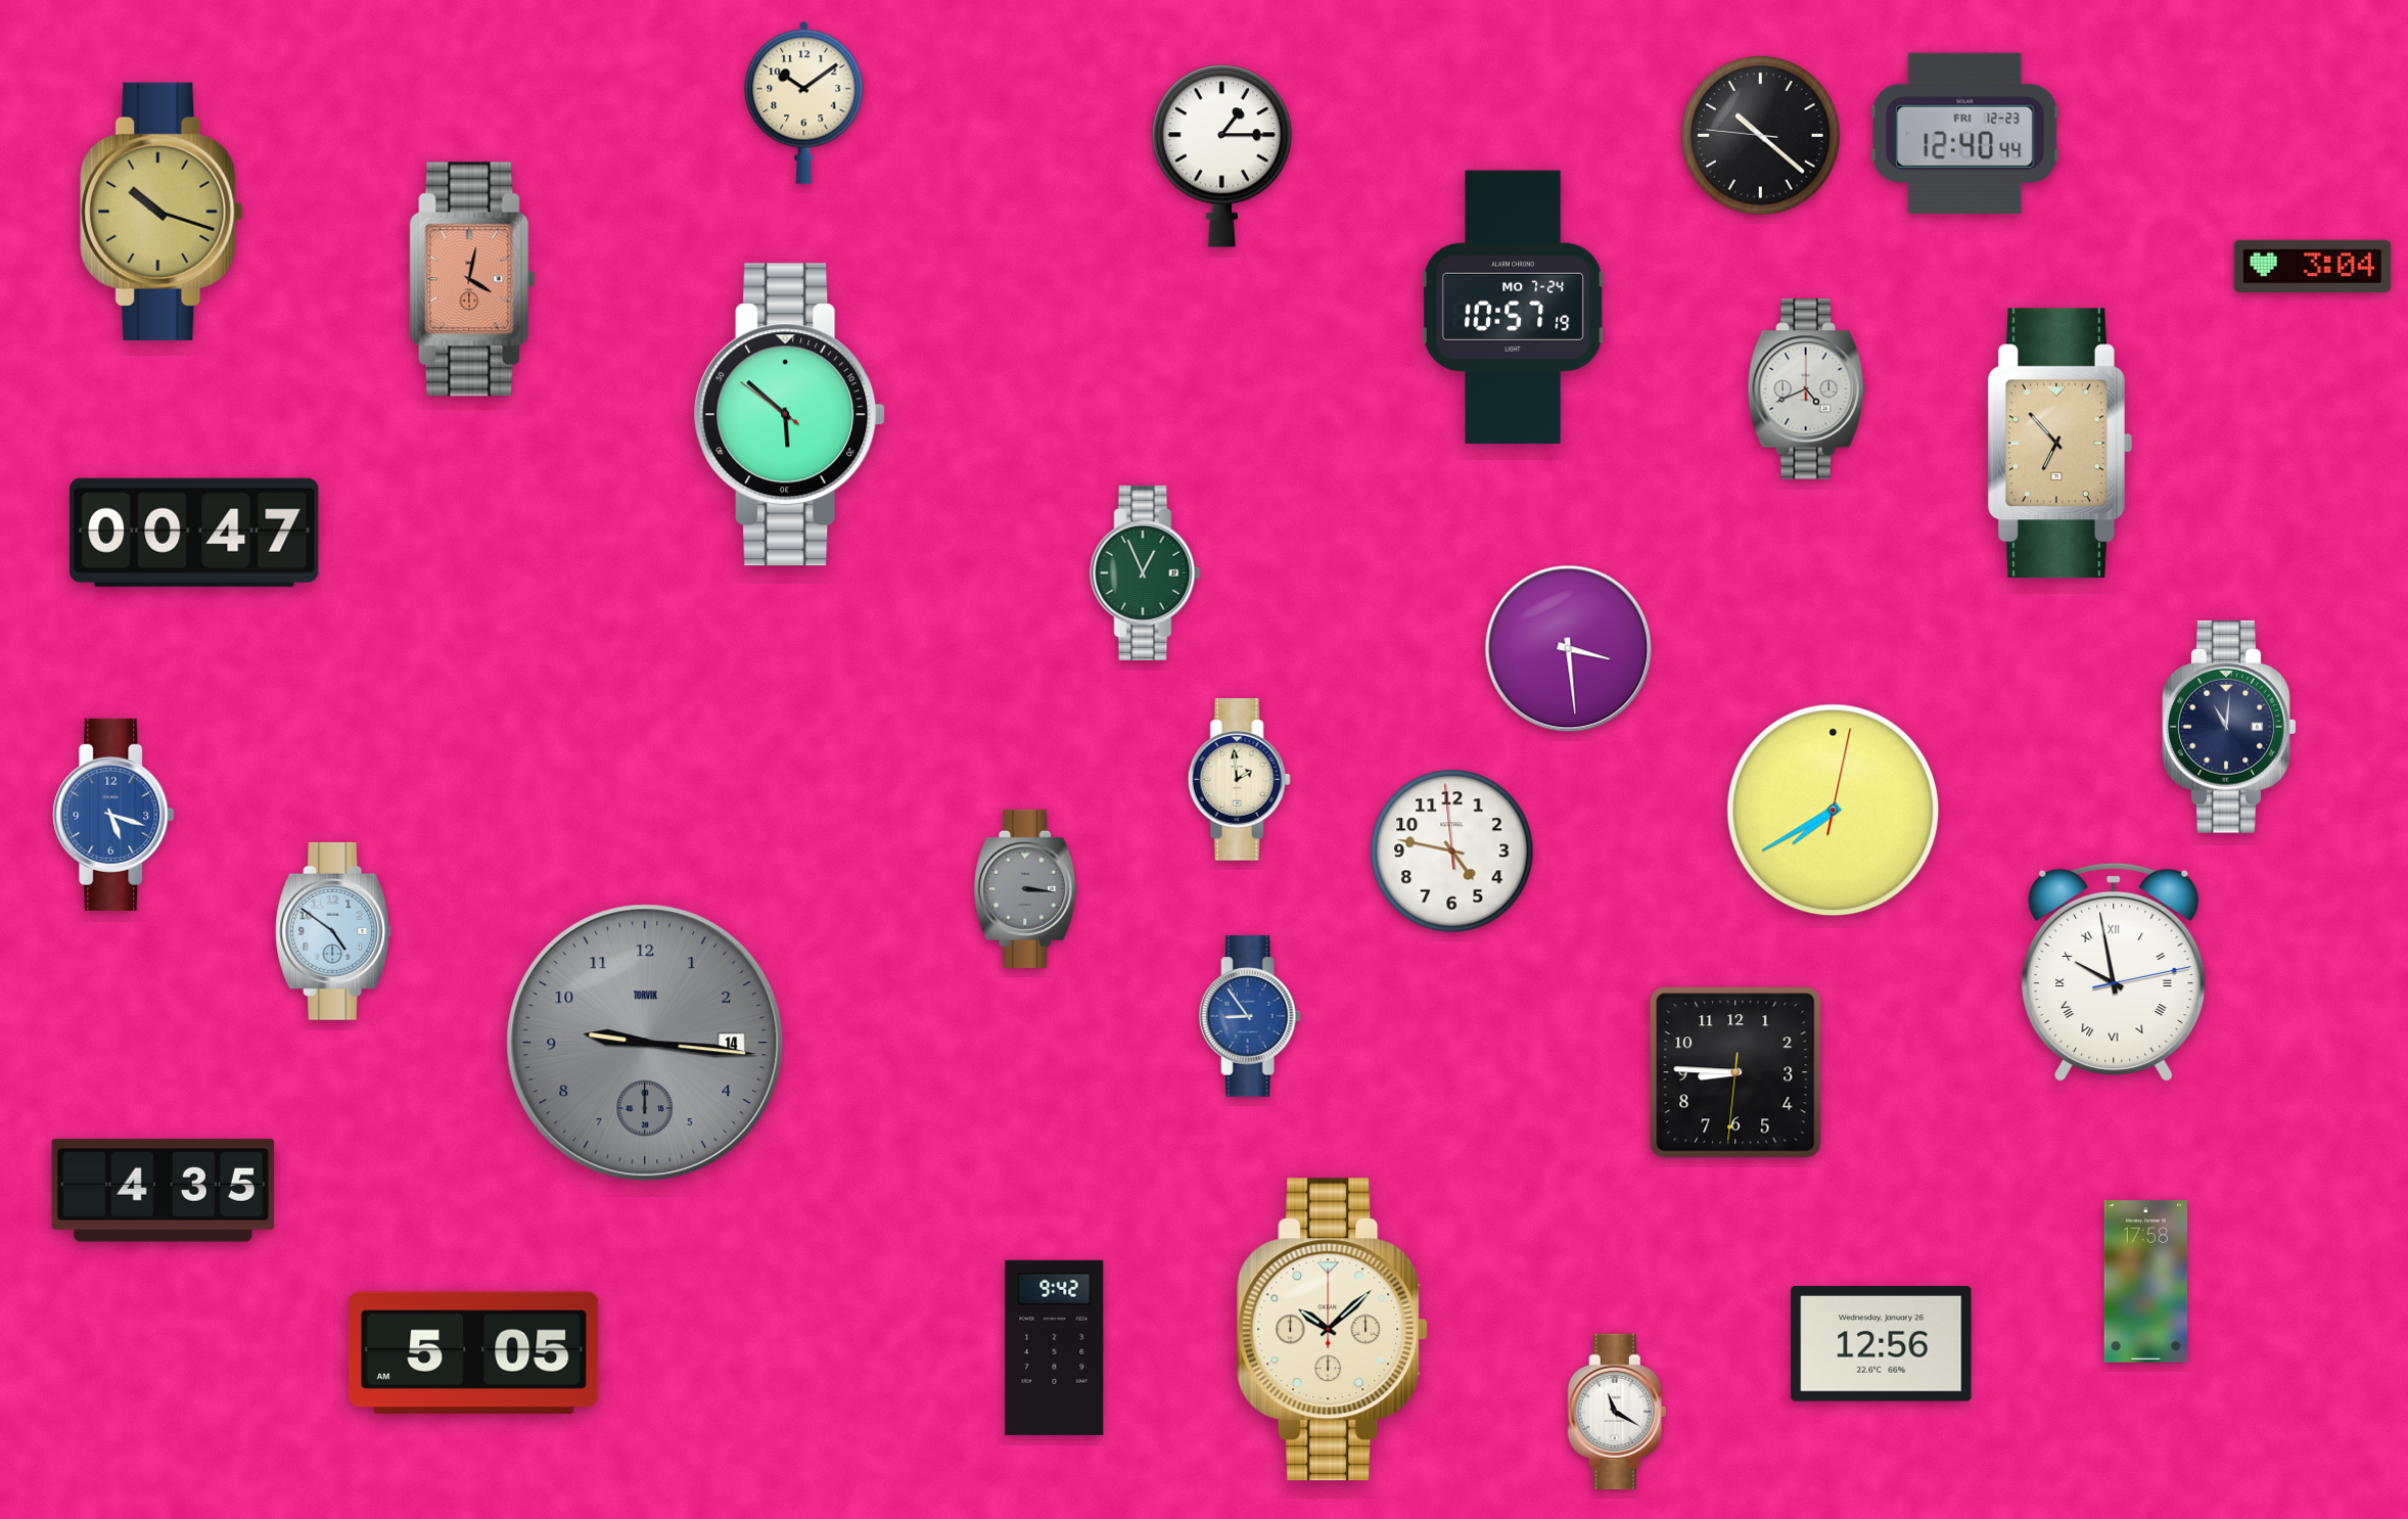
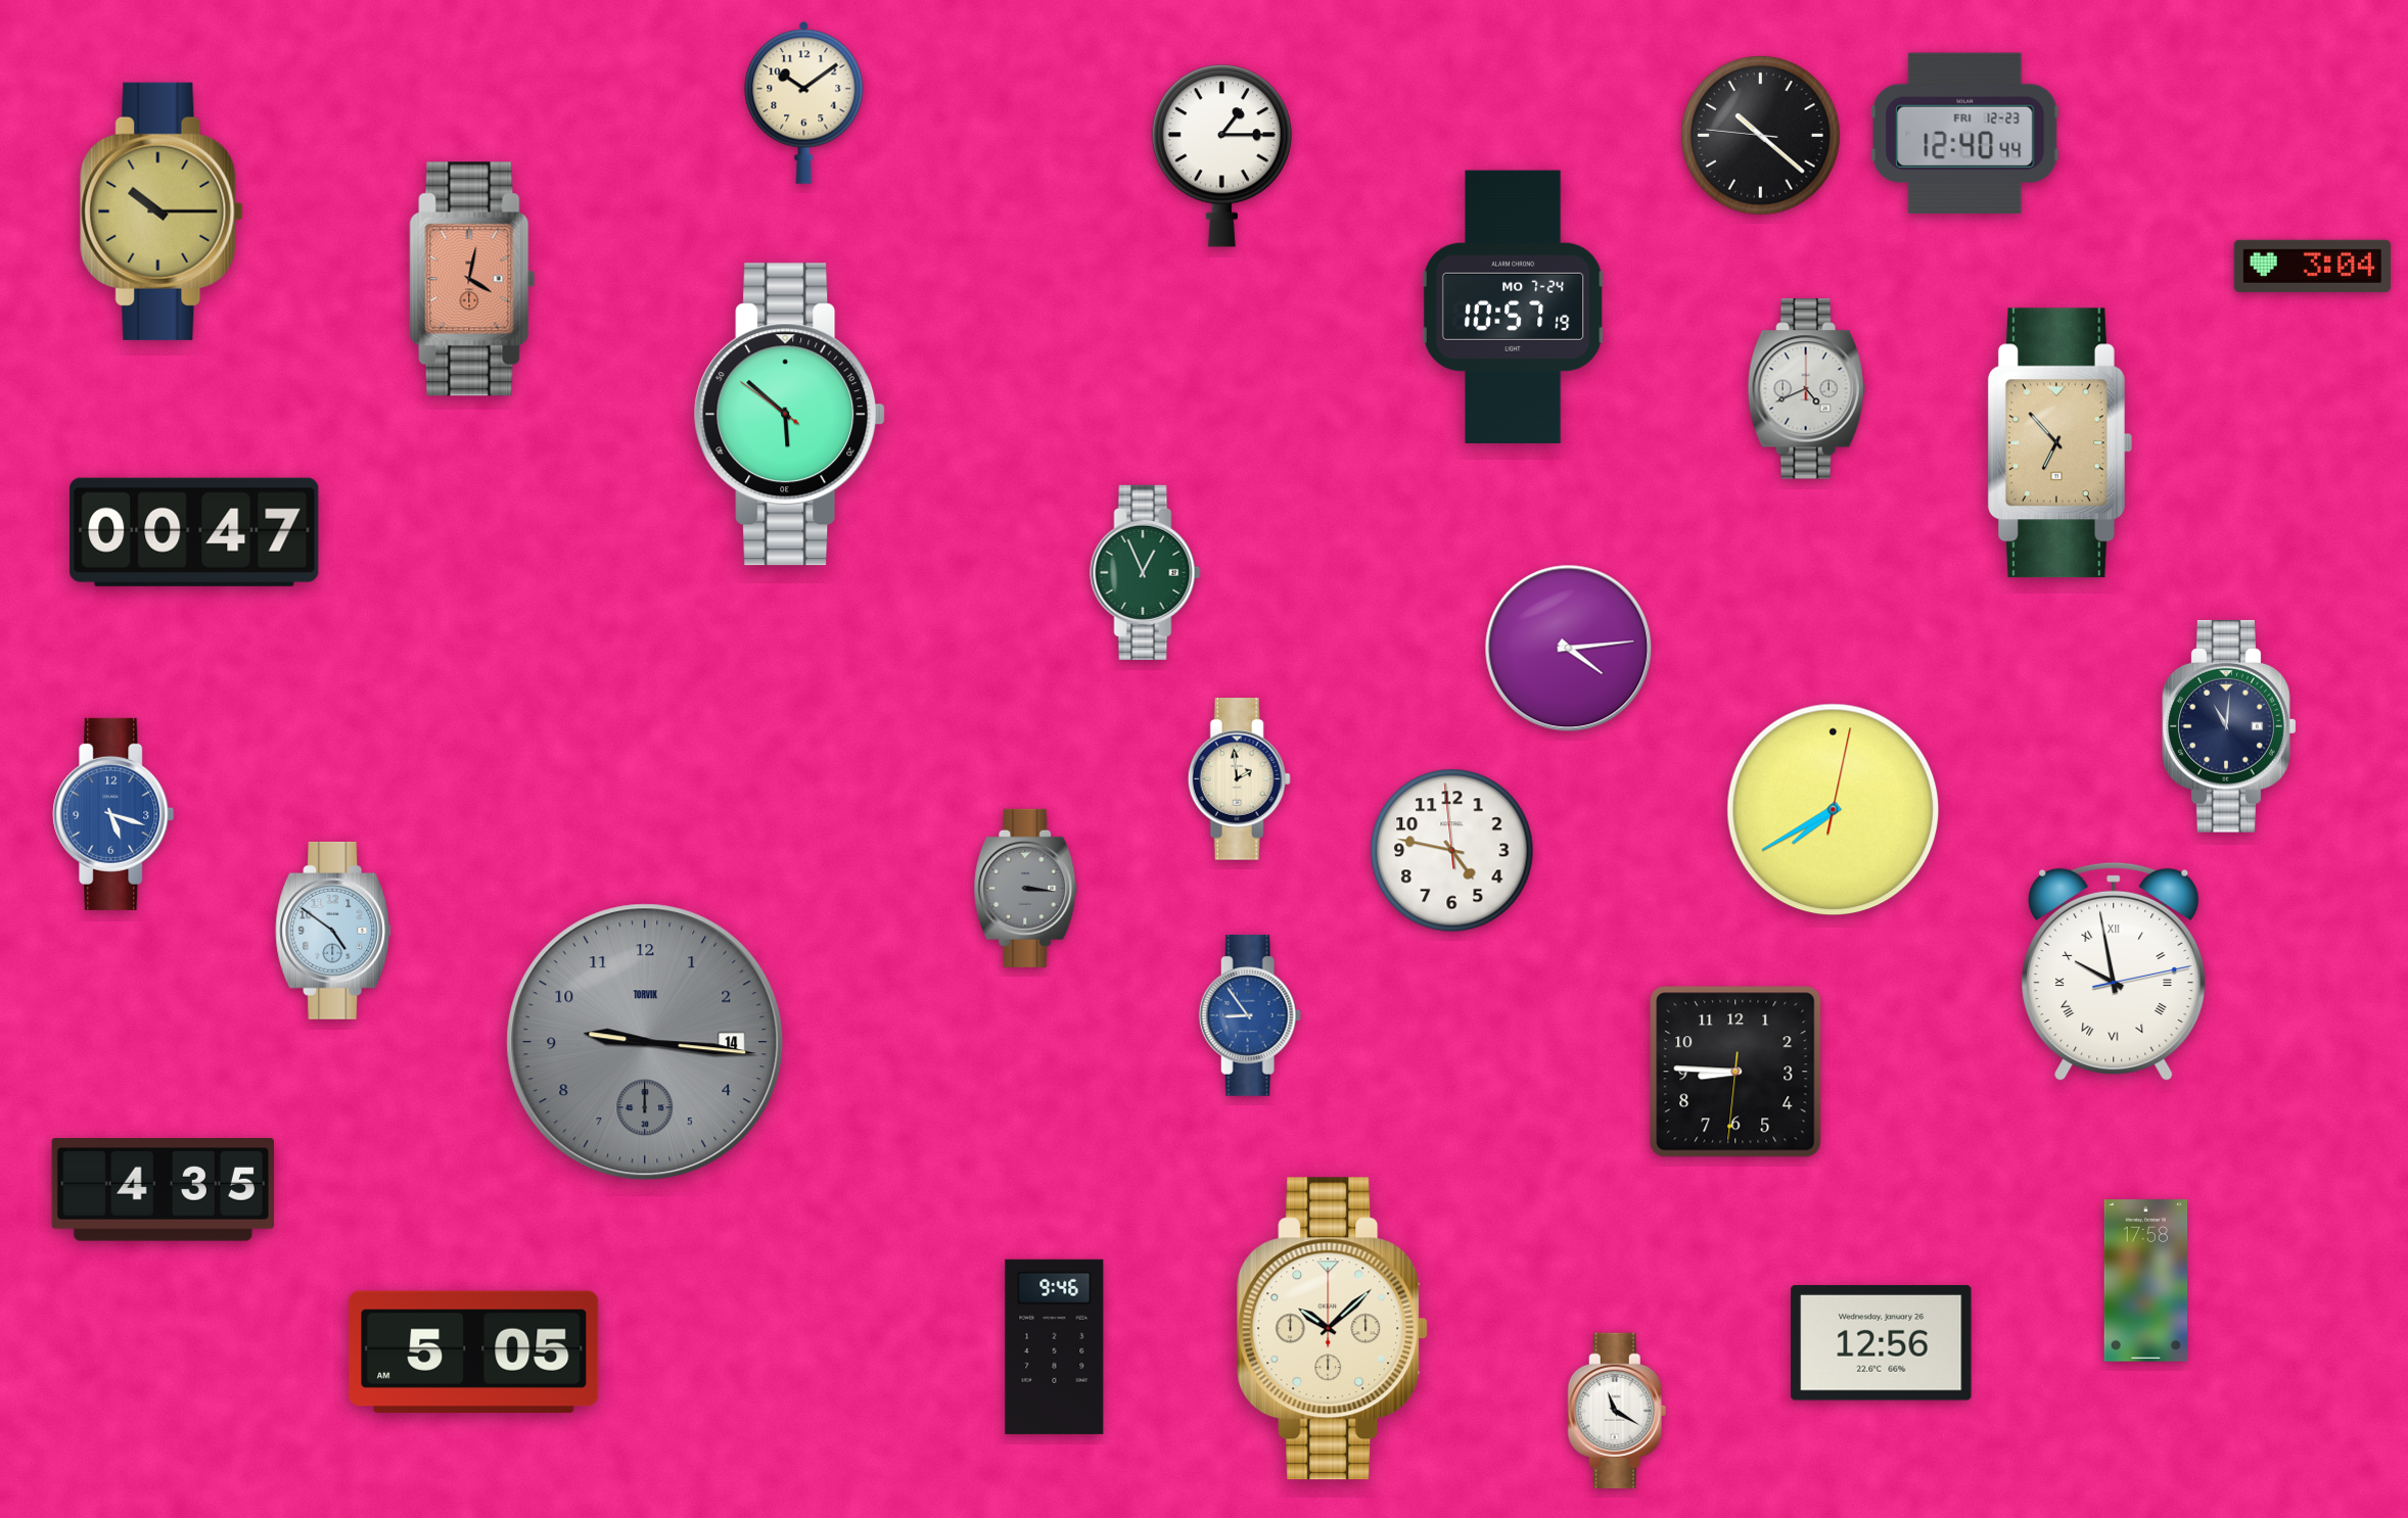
clock at (161, 212): 10:18 -> 10:15
clock at (1569, 649): 3:29 -> 4:14
clock at (1055, 1347): 9:42 -> 9:46
